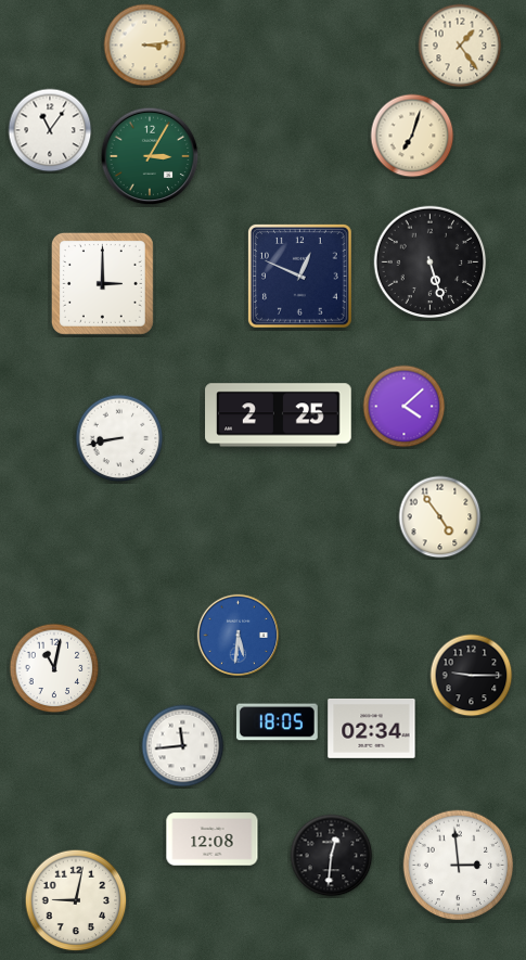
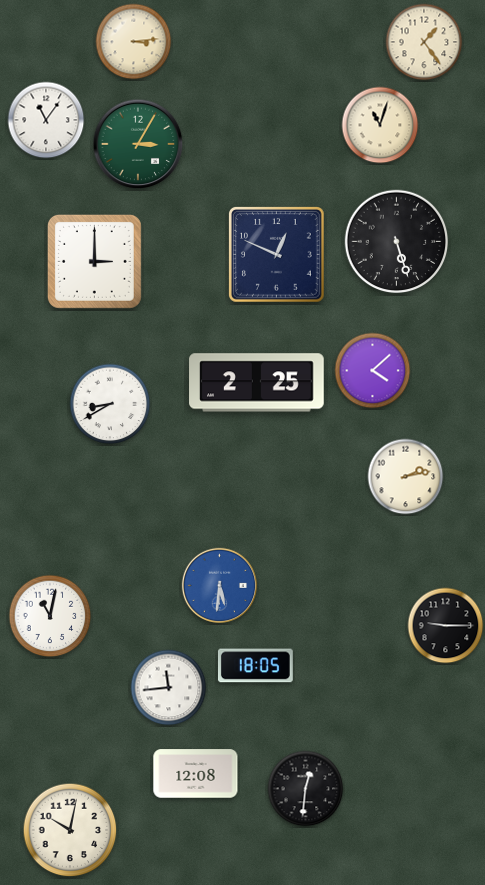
clock at (412, 136): 7:03 -> 11:03
clock at (405, 407) position: (405, 407) -> (373, 371)
clock at (119, 438): 8:43 -> 8:40
clock at (440, 517): 4:54 -> 2:13
clock at (472, 676) position: (472, 676) -> (446, 626)
clock at (372, 728): 02:34 -> none
clock at (459, 866): 2:59 -> none
clock at (76, 900): 9:02 -> 10:02
